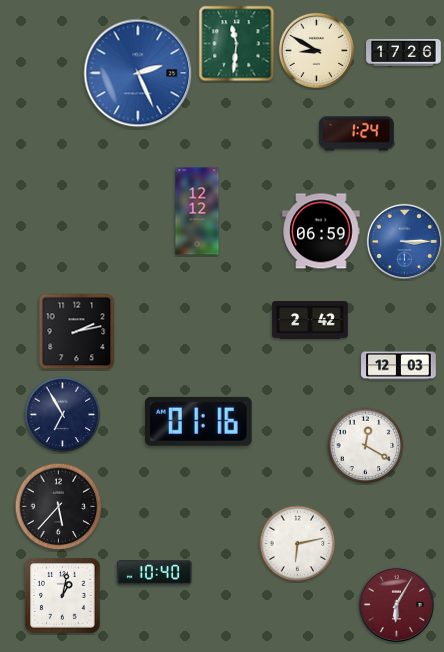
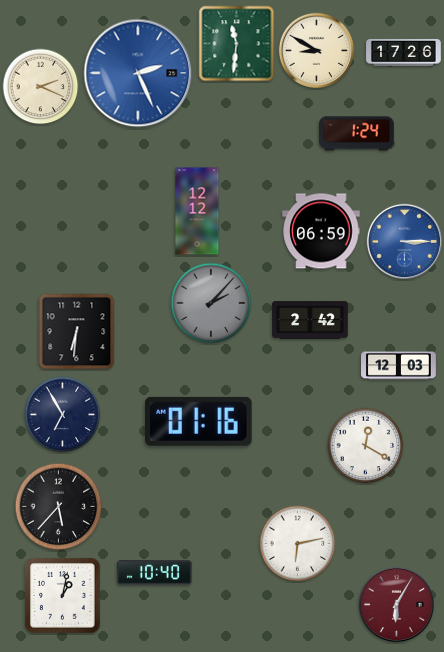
clock at (41, 87): none -> 2:19
clock at (211, 303): none -> 2:07
clock at (77, 332): 2:13 -> 6:31
